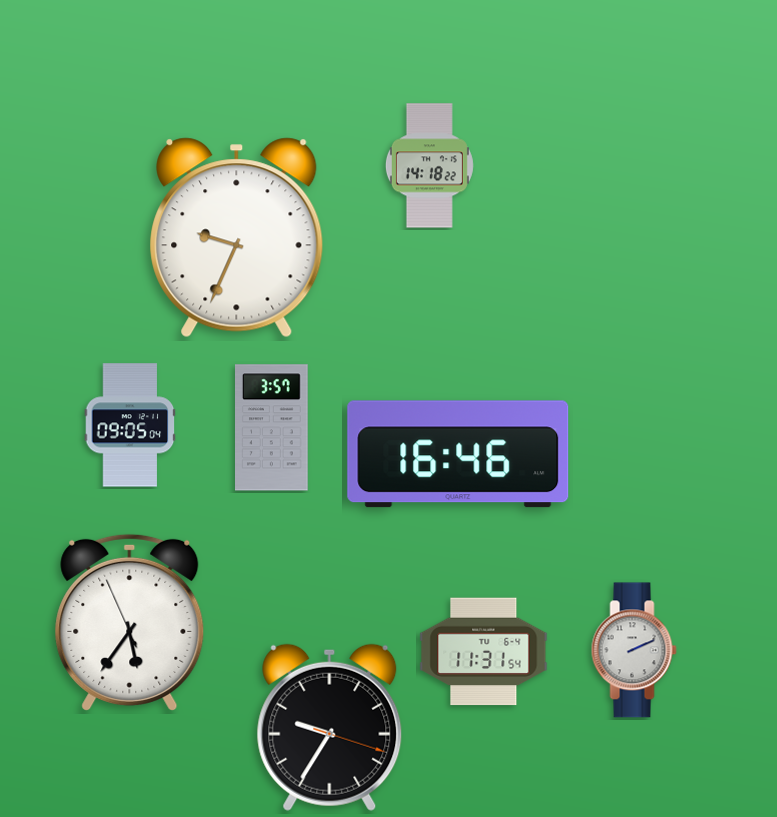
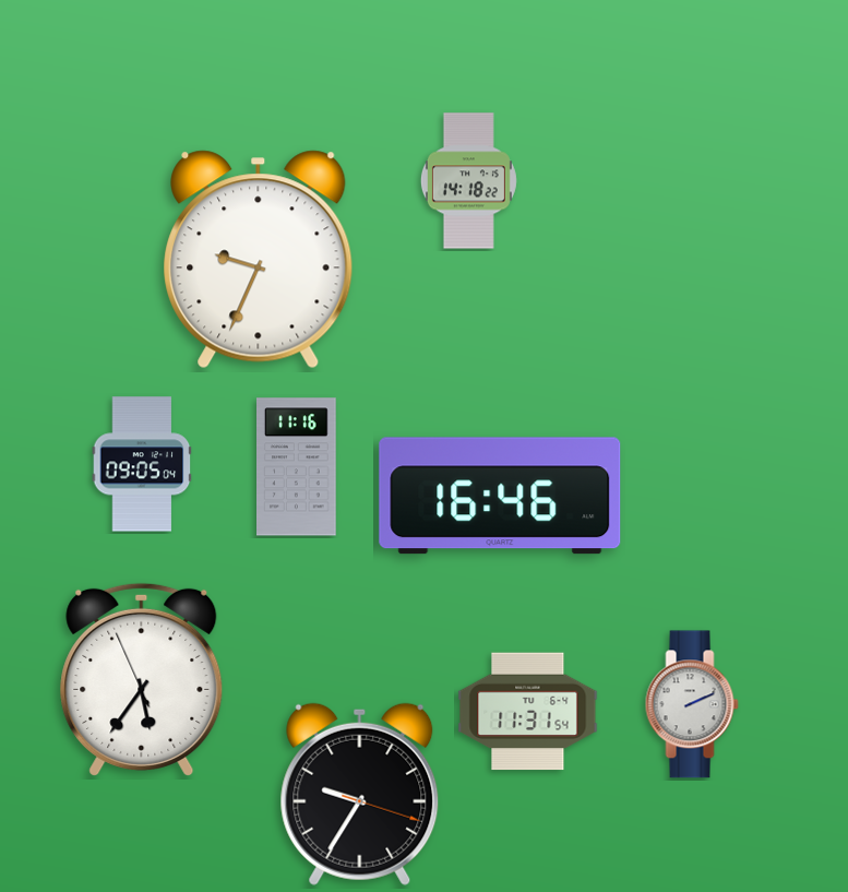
clock at (272, 428): 3:57 -> 11:16
clock at (634, 650) position: (634, 650) -> (692, 704)
